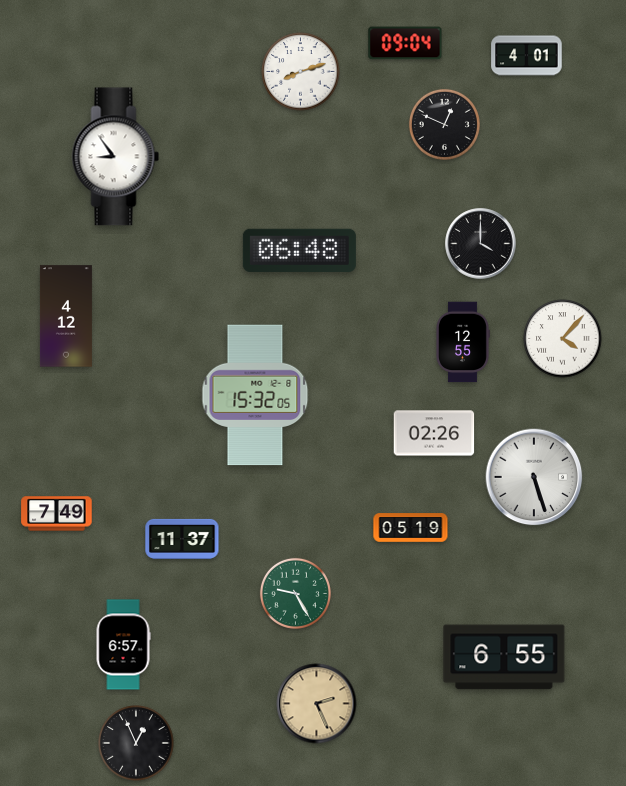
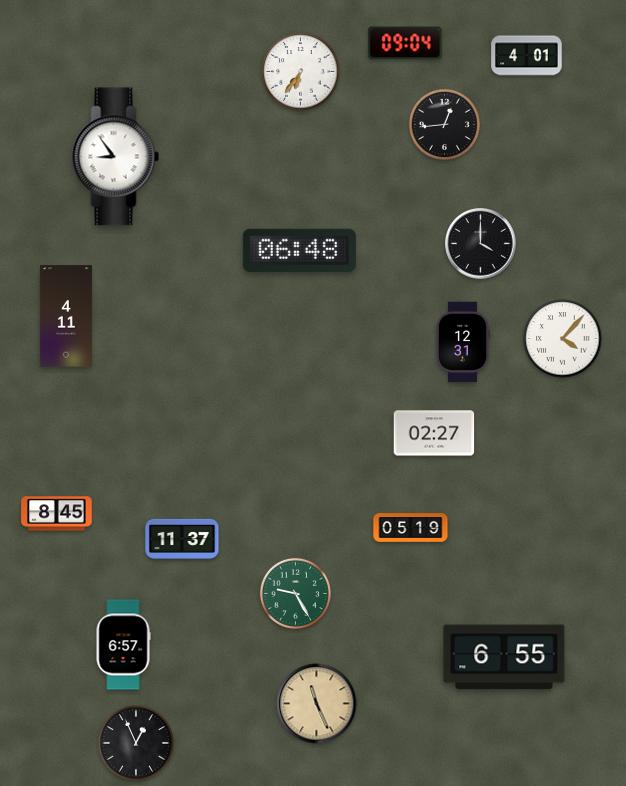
clock at (301, 72): 8:12 -> 6:36
clock at (444, 124): 12:49 -> 12:44
clock at (66, 316): 4:12 -> 4:11
clock at (463, 342): 12:55 -> 12:31
clock at (255, 395): 15:32 -> none
clock at (434, 433): 02:26 -> 02:27
clock at (534, 477): 5:27 -> none
clock at (57, 514): 7:49 -> 8:45
clock at (317, 704): 2:26 -> 11:26
